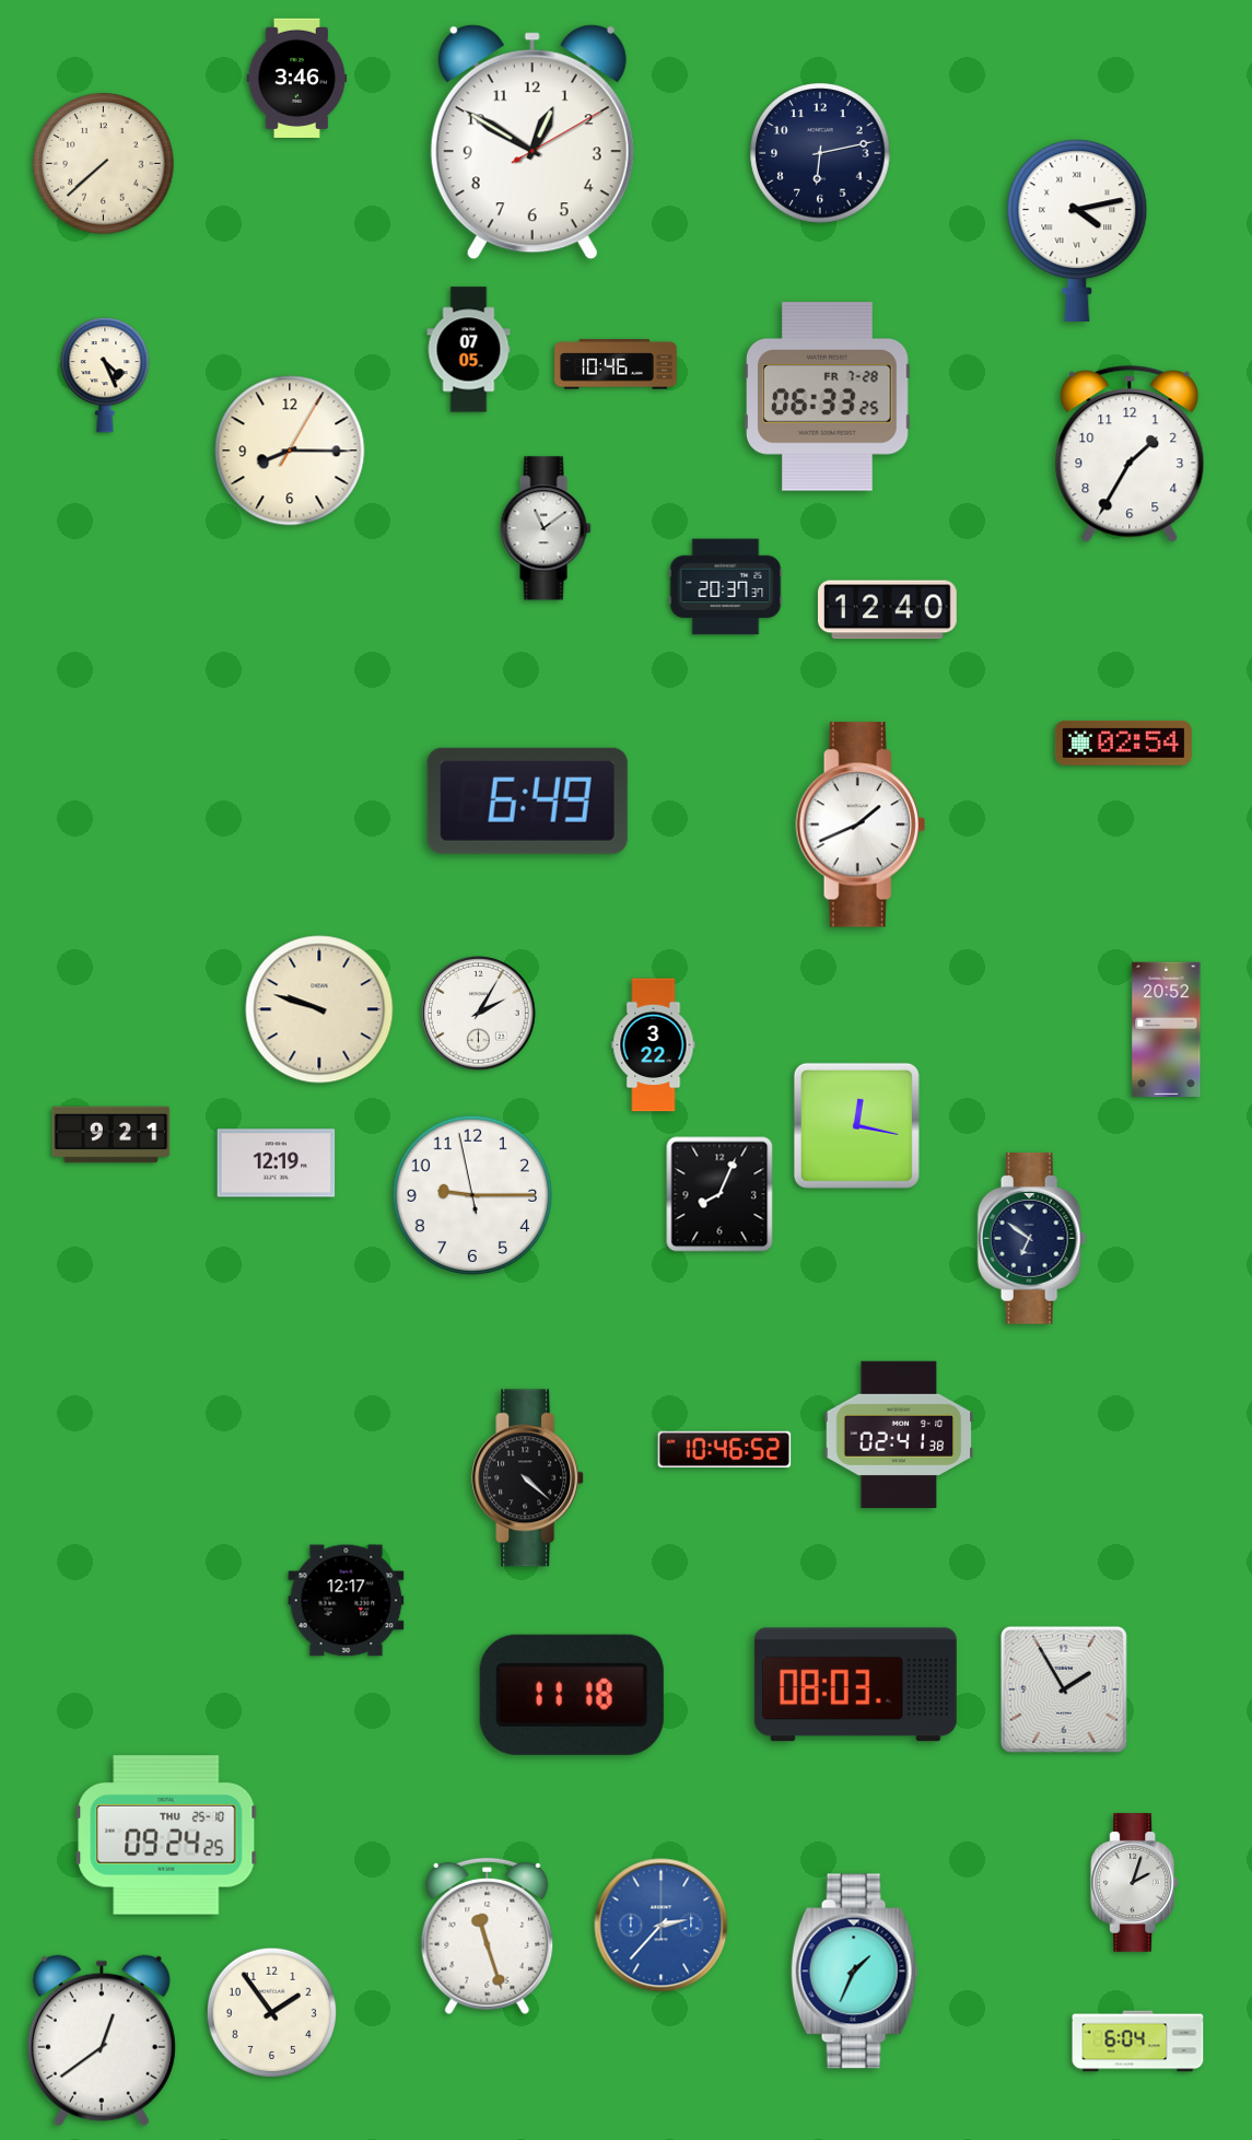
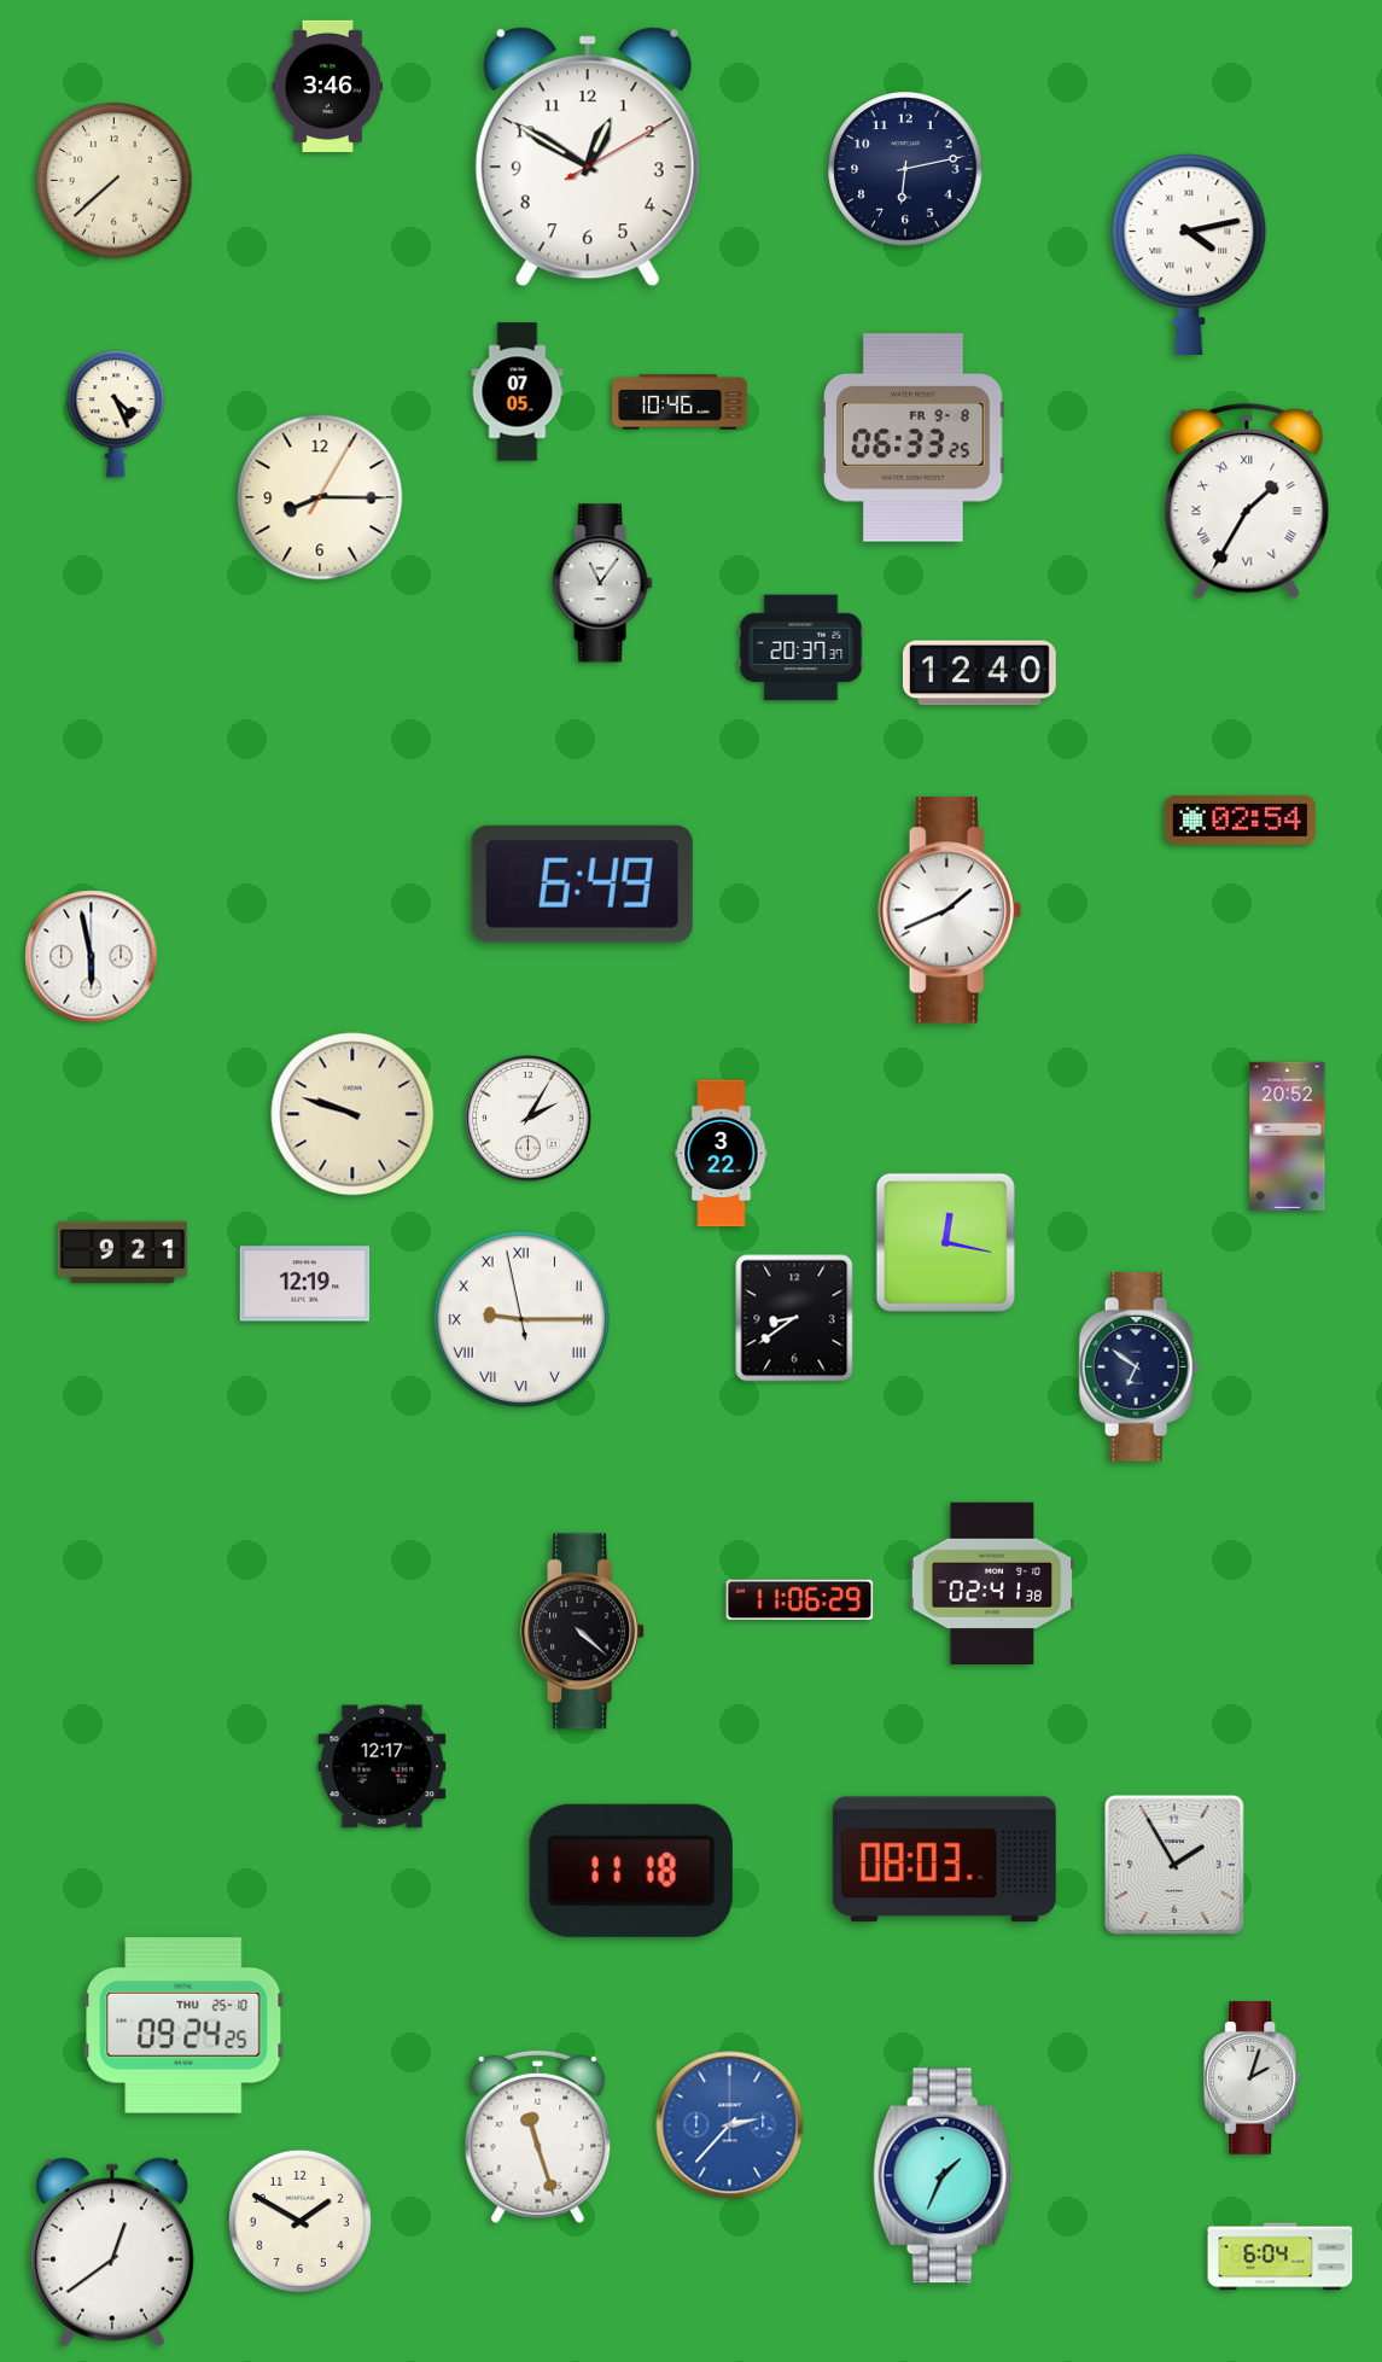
clock at (469, 350) position: (469, 350) -> (518, 392)
clock at (828, 397) date: FR 7-28 -> FR 9-8
clock at (1130, 454) numerals: Arabic -> Roman
clock at (546, 528): 11:09 -> 11:06
clock at (92, 957): none -> 5:58
clock at (719, 1194): 8:04 -> 8:39
clock at (472, 1195) numerals: Arabic -> Roman
clock at (725, 1449): 10:46 -> 11:06
clock at (272, 2013): 1:54 -> 1:50
clock at (1138, 2042) position: (1138, 2042) -> (1281, 2257)
